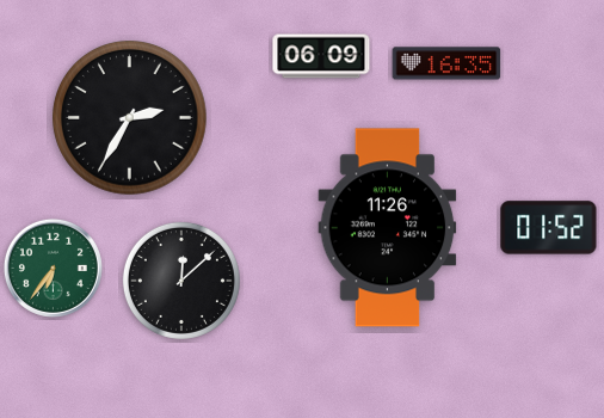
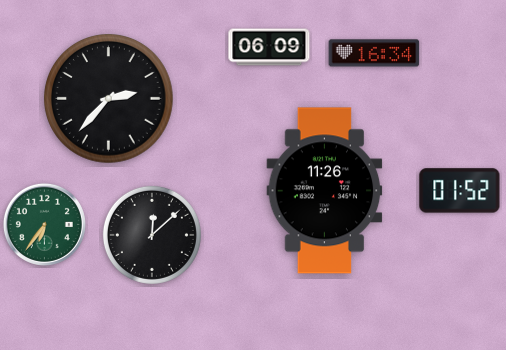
clock at (446, 63): 16:35 -> 16:34
clock at (130, 118): 2:35 -> 2:37
